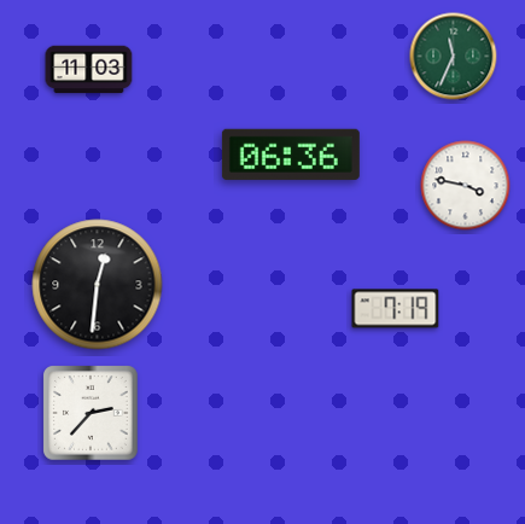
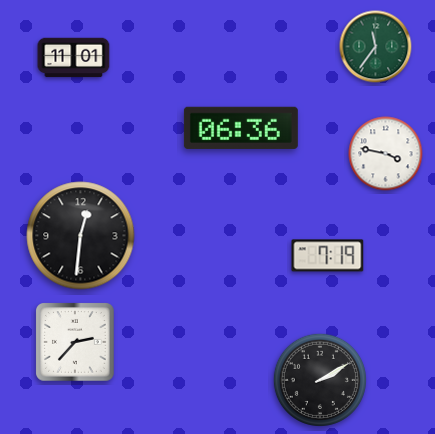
clock at (454, 57): 11:34 -> 11:36
clock at (89, 70): 11:03 -> 11:01
clock at (320, 380): none -> 2:10
